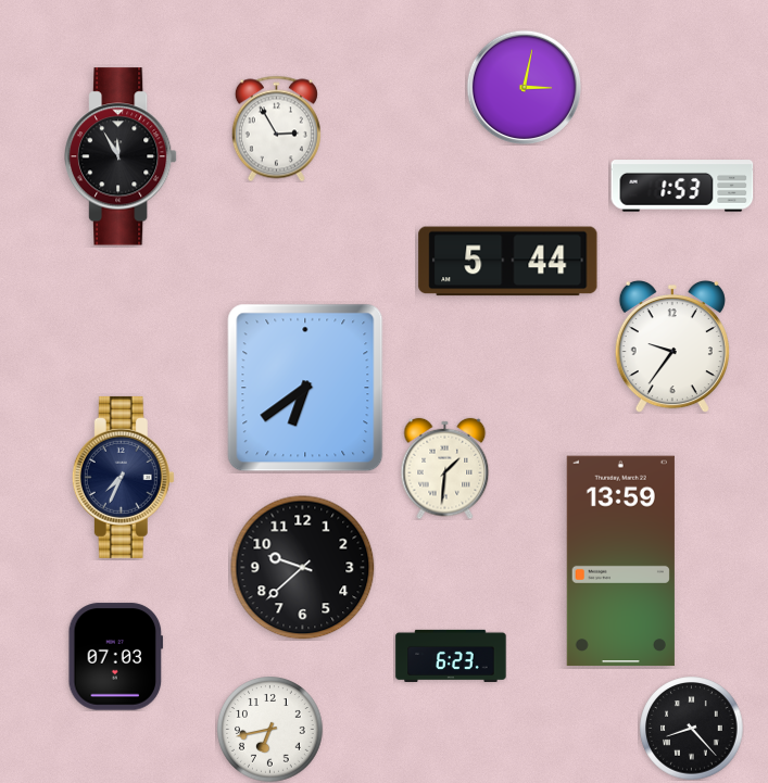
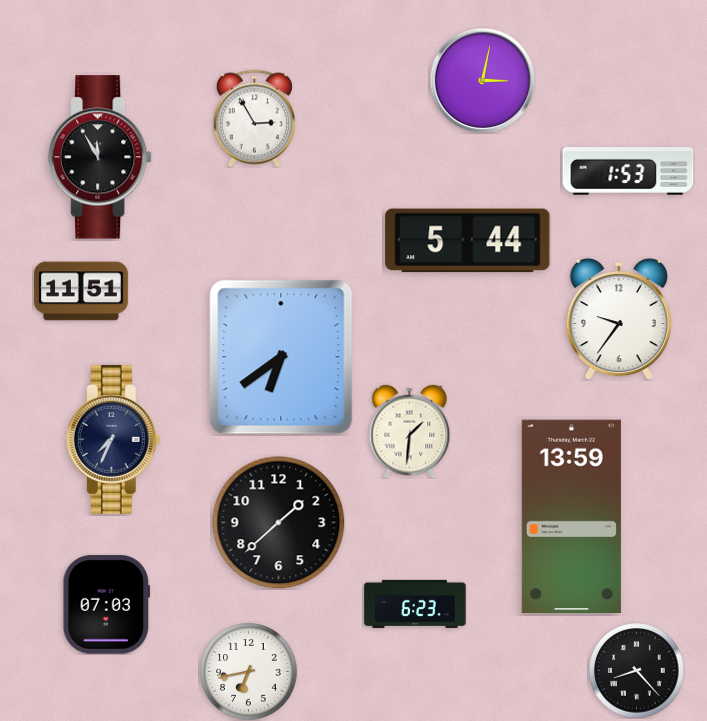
clock at (121, 156) position: (121, 156) -> (100, 157)
clock at (81, 291): none -> 11:51
clock at (303, 568): 9:38 -> 1:38
